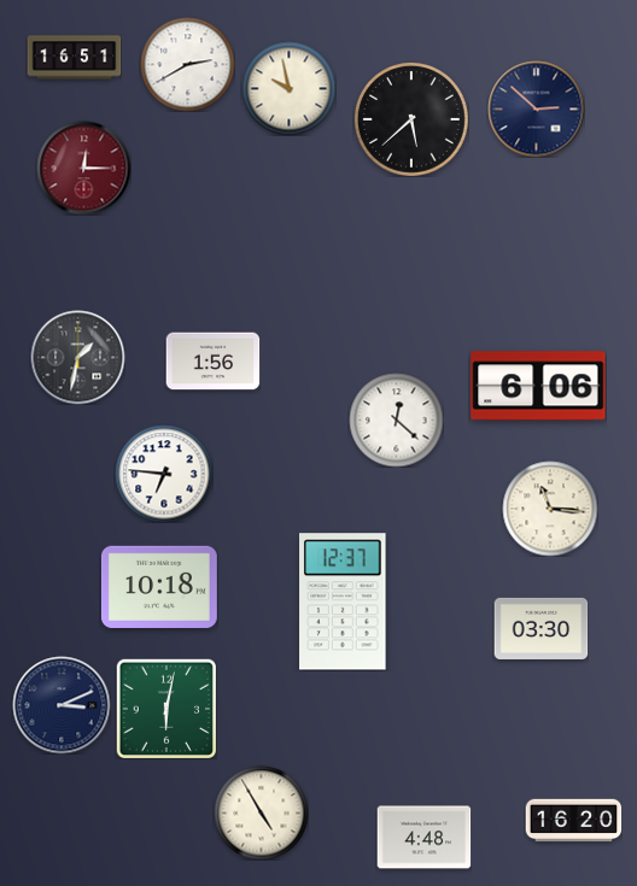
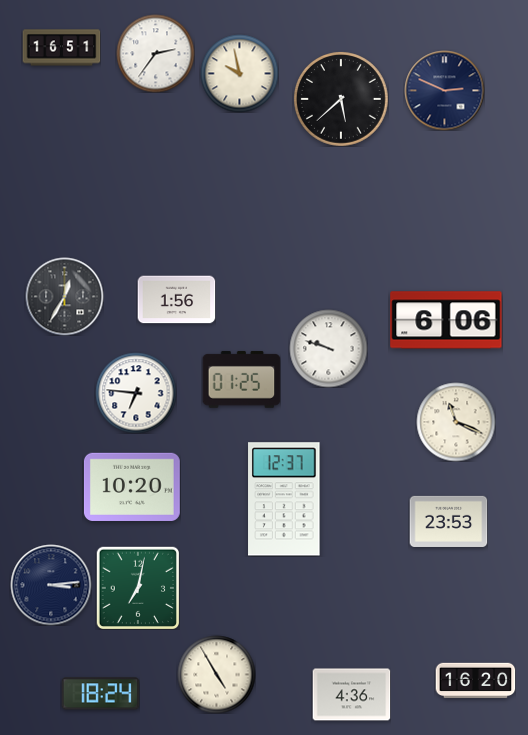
clock at (187, 64): 2:40 -> 2:36
clock at (536, 108): 2:52 -> 2:49
clock at (83, 168): 12:15 -> none
clock at (77, 357): 1:32 -> 12:35
clock at (396, 419): 12:22 -> 9:48
clock at (241, 379): none -> 01:25
clock at (550, 509): 11:16 -> 11:19
clock at (159, 587): 10:18 -> 10:20
clock at (540, 628): 03:30 -> 23:53
clock at (62, 705): 3:11 -> 3:14
clock at (166, 709): 6:02 -> 7:02
clock at (100, 694): none -> 18:24
clock at (423, 838): 4:48 -> 4:36
